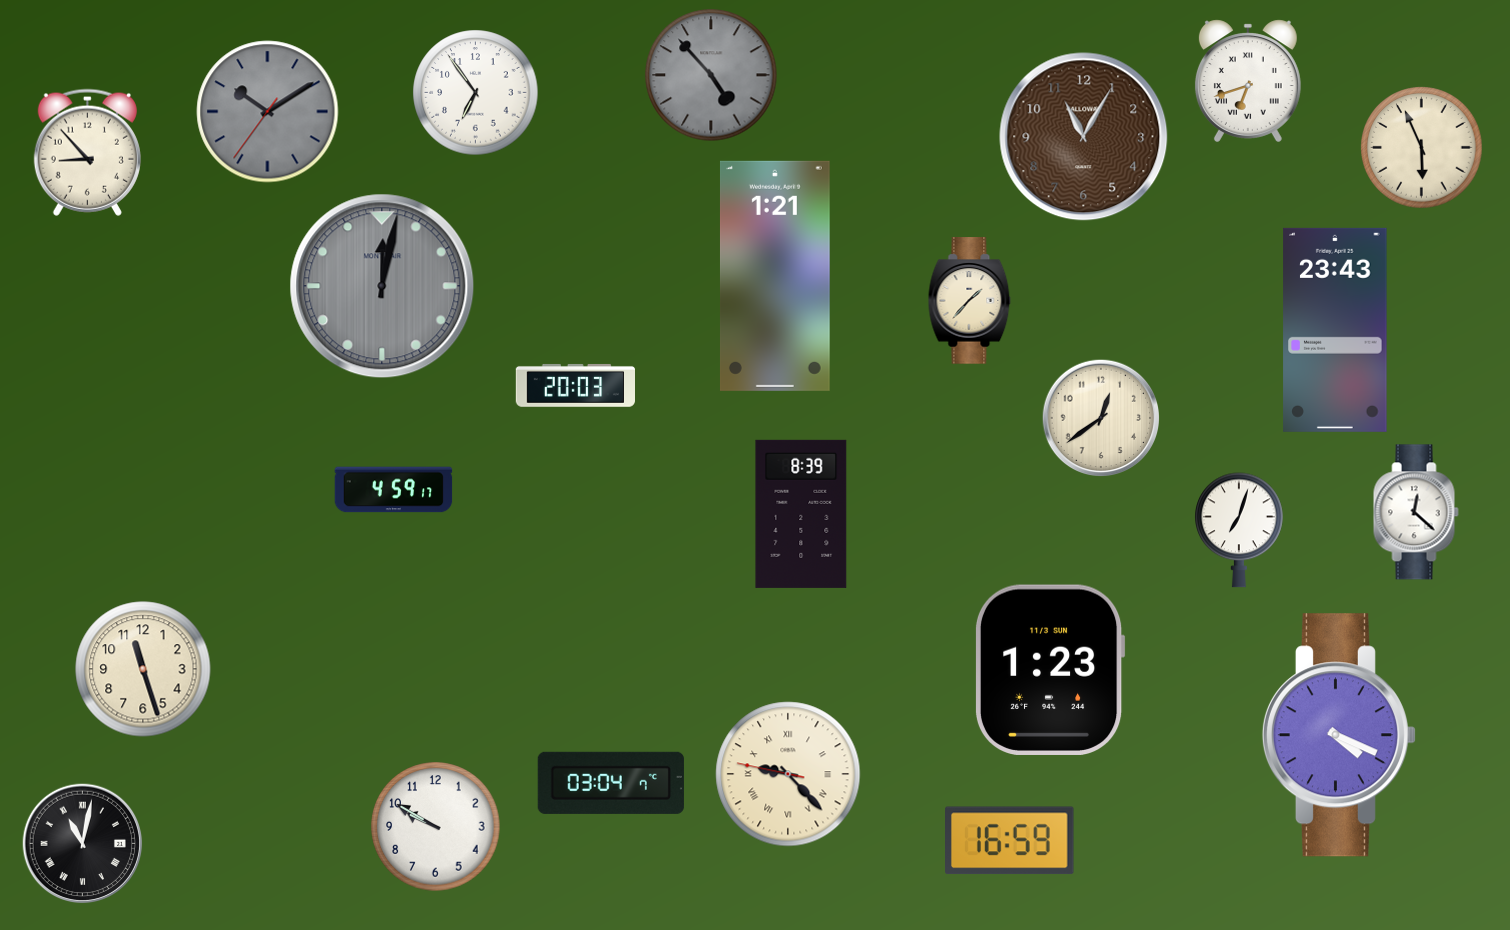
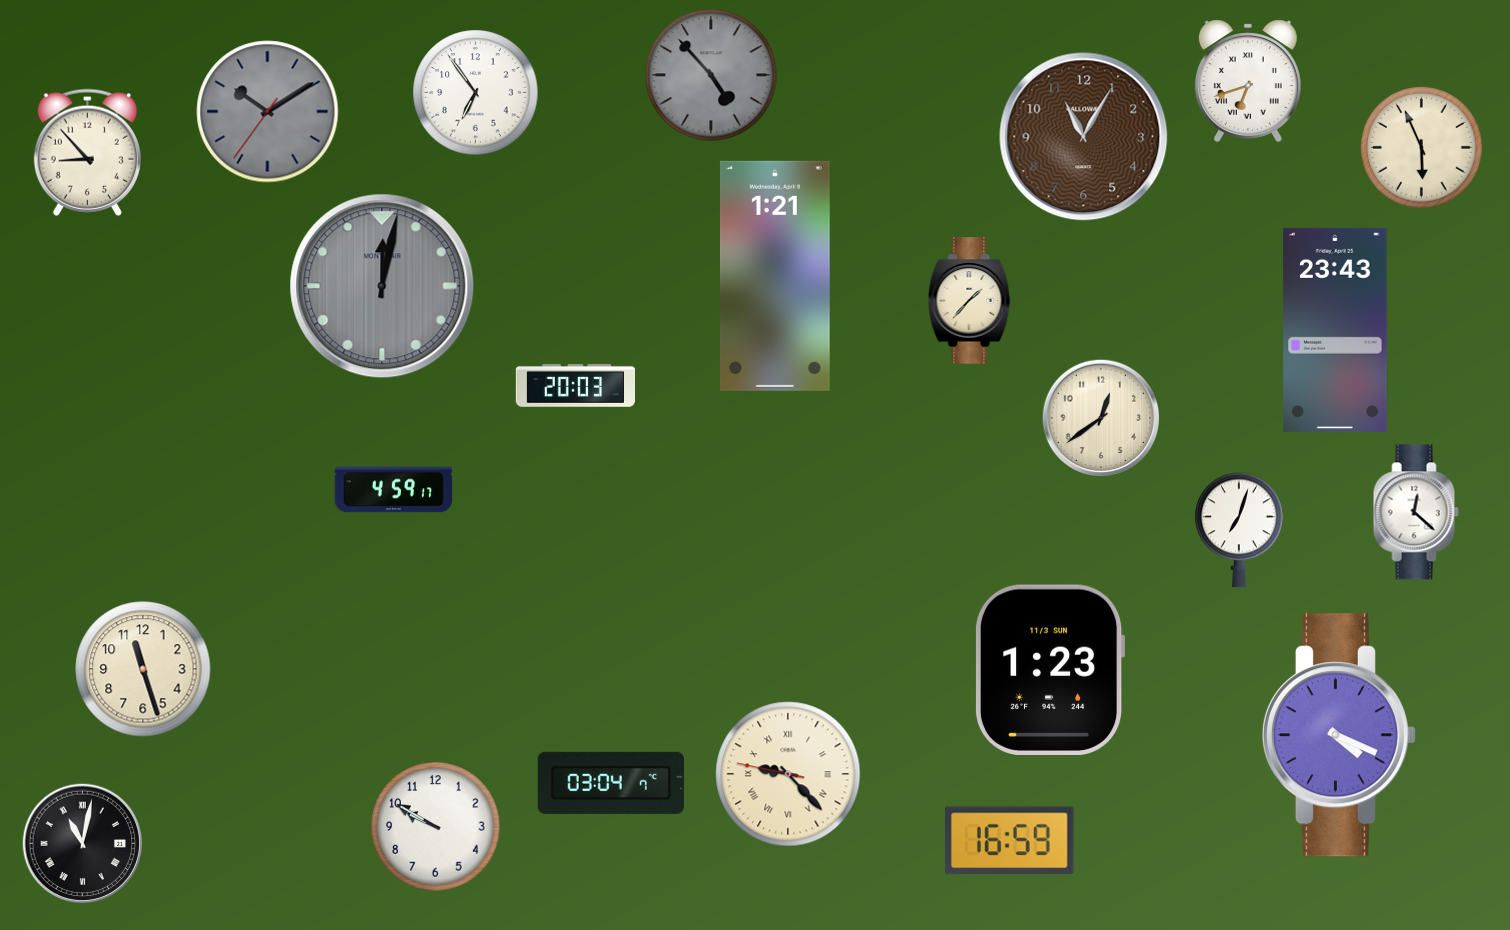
clock at (801, 514): 8:39 -> none
